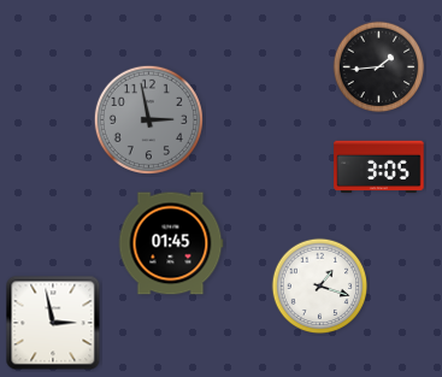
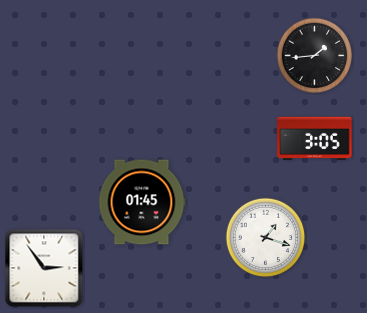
clock at (148, 119): 2:58 -> none
clock at (53, 323): 2:58 -> 2:54
